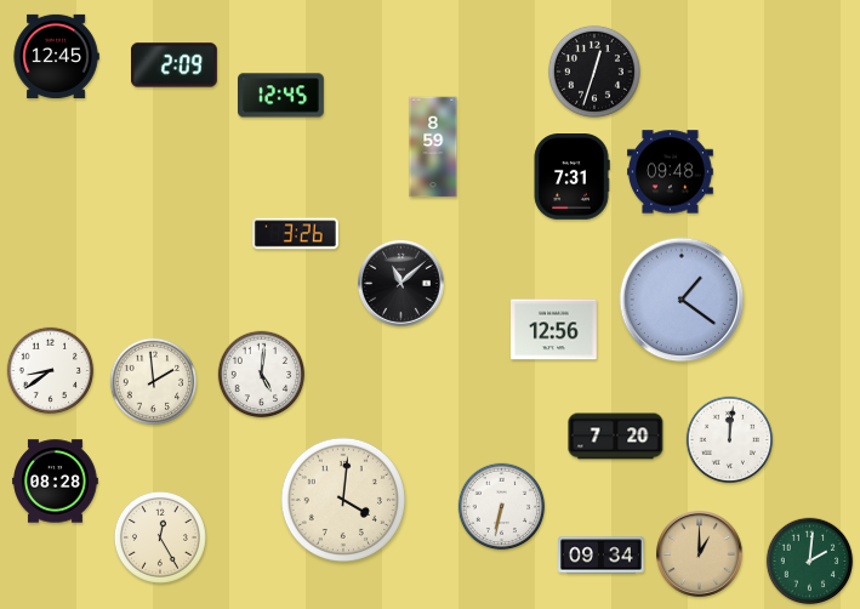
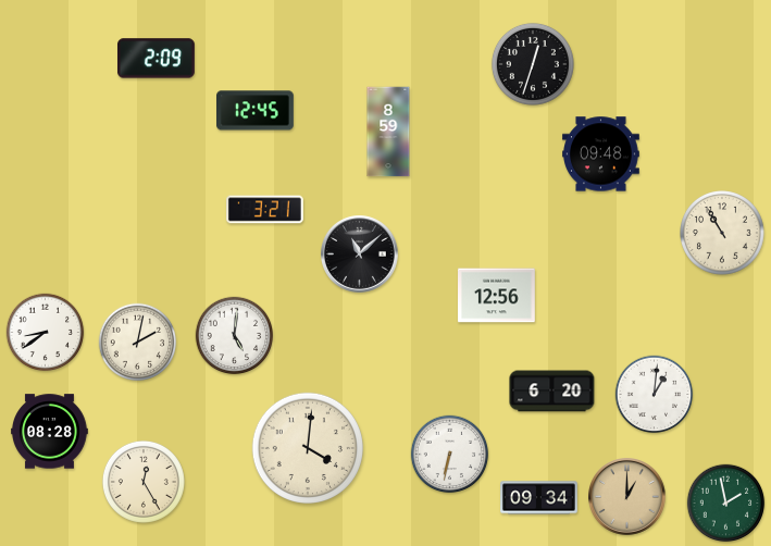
clock at (56, 56): 12:45 -> none
clock at (281, 96) position: (281, 96) -> (256, 111)
clock at (571, 177): 7:31 -> none
clock at (296, 234): 3:26 -> 3:21
clock at (723, 234): none -> 10:55
clock at (682, 300): 1:21 -> none
clock at (154, 382): 1:59 -> 2:02
clock at (616, 437): 7:20 -> 6:20
clock at (730, 440): 12:01 -> 1:01
clock at (810, 562): 2:01 -> 1:58
